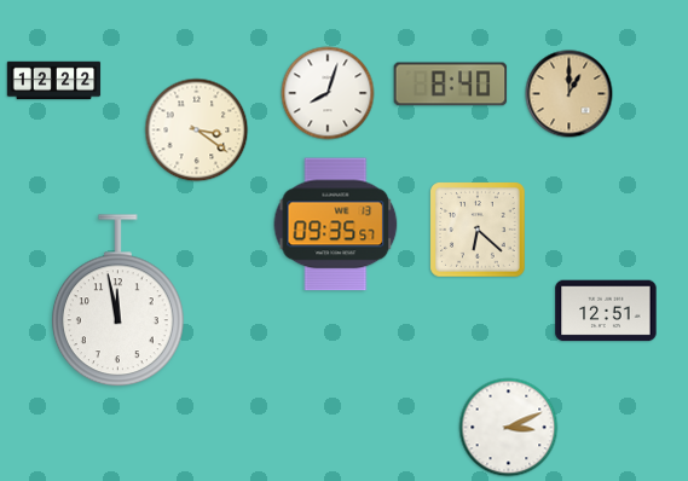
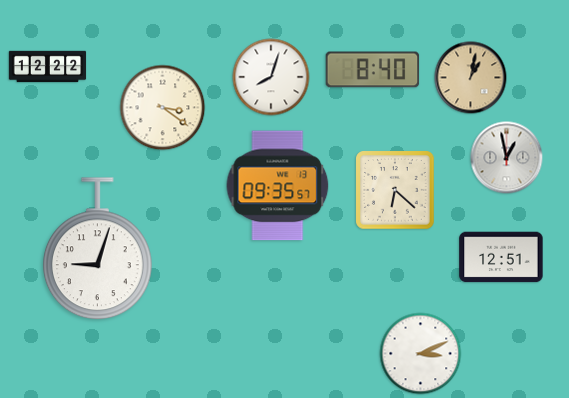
clock at (54, 81) position: (54, 81) -> (48, 67)
clock at (570, 94): 1:00 -> 1:02
clock at (507, 158): none -> 12:58
clock at (117, 301): 11:58 -> 9:03
